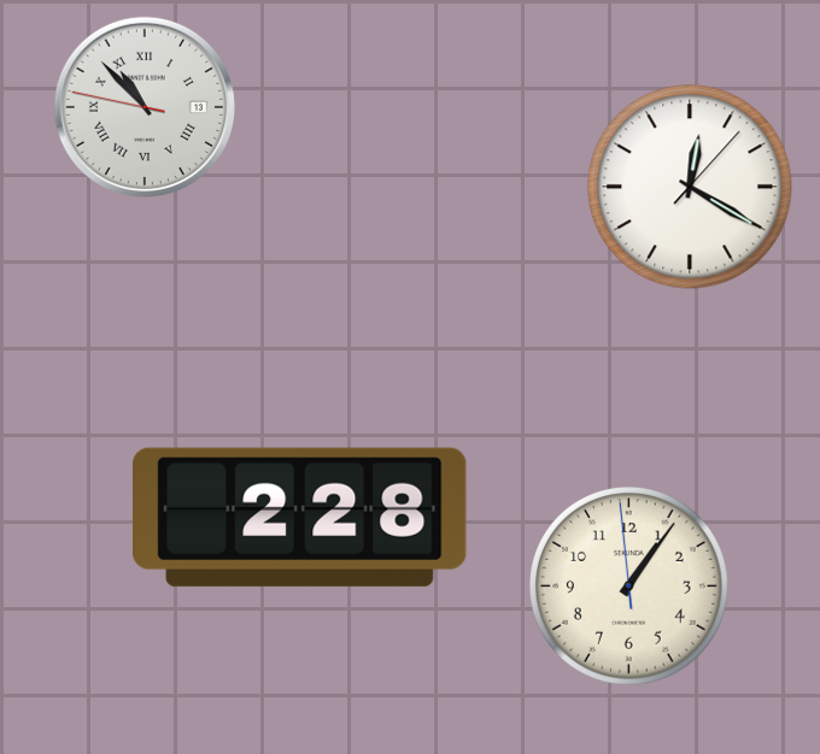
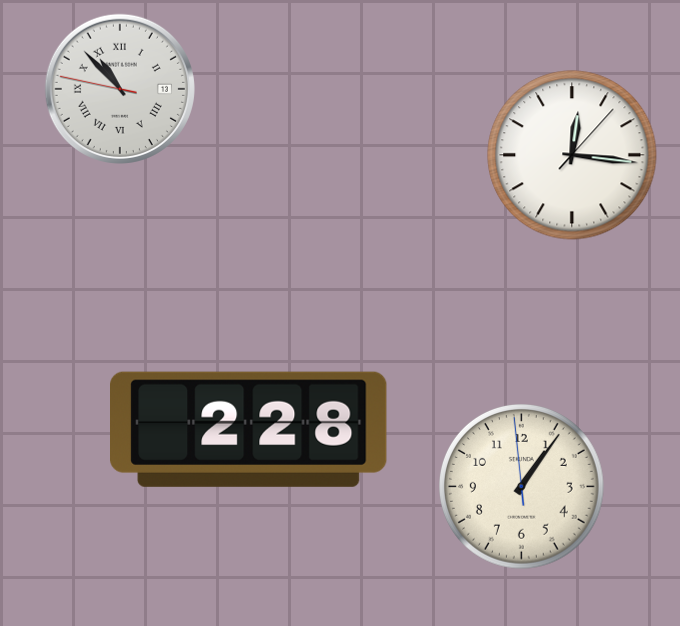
clock at (690, 187): 12:20 -> 12:16
